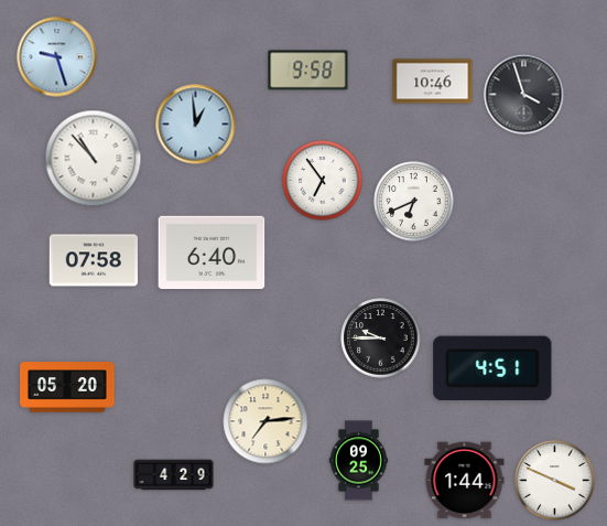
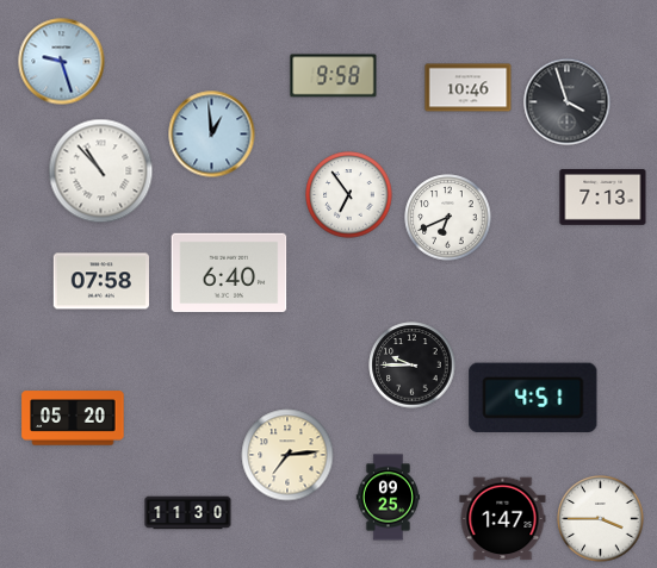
clock at (603, 198): none -> 7:13
clock at (174, 475): 4:29 -> 11:30
clock at (465, 481): 1:44 -> 1:47
clock at (555, 481): 3:49 -> 3:45
